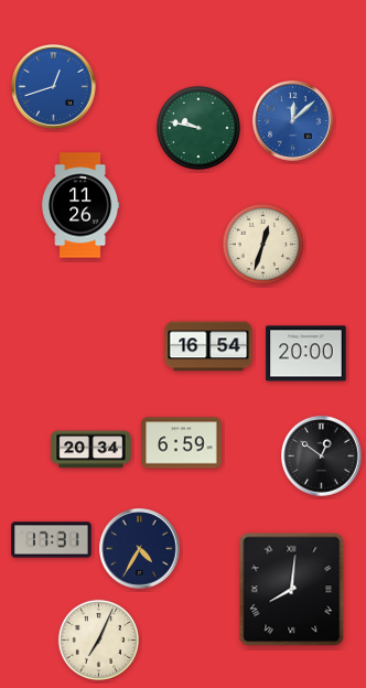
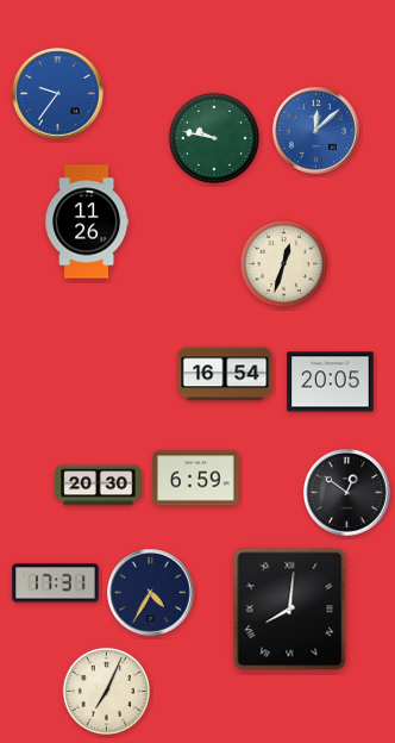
clock at (54, 87): 12:42 -> 9:36
clock at (306, 354): 20:00 -> 20:05
clock at (91, 450): 20:34 -> 20:30
clock at (292, 590) position: (292, 590) -> (290, 610)
